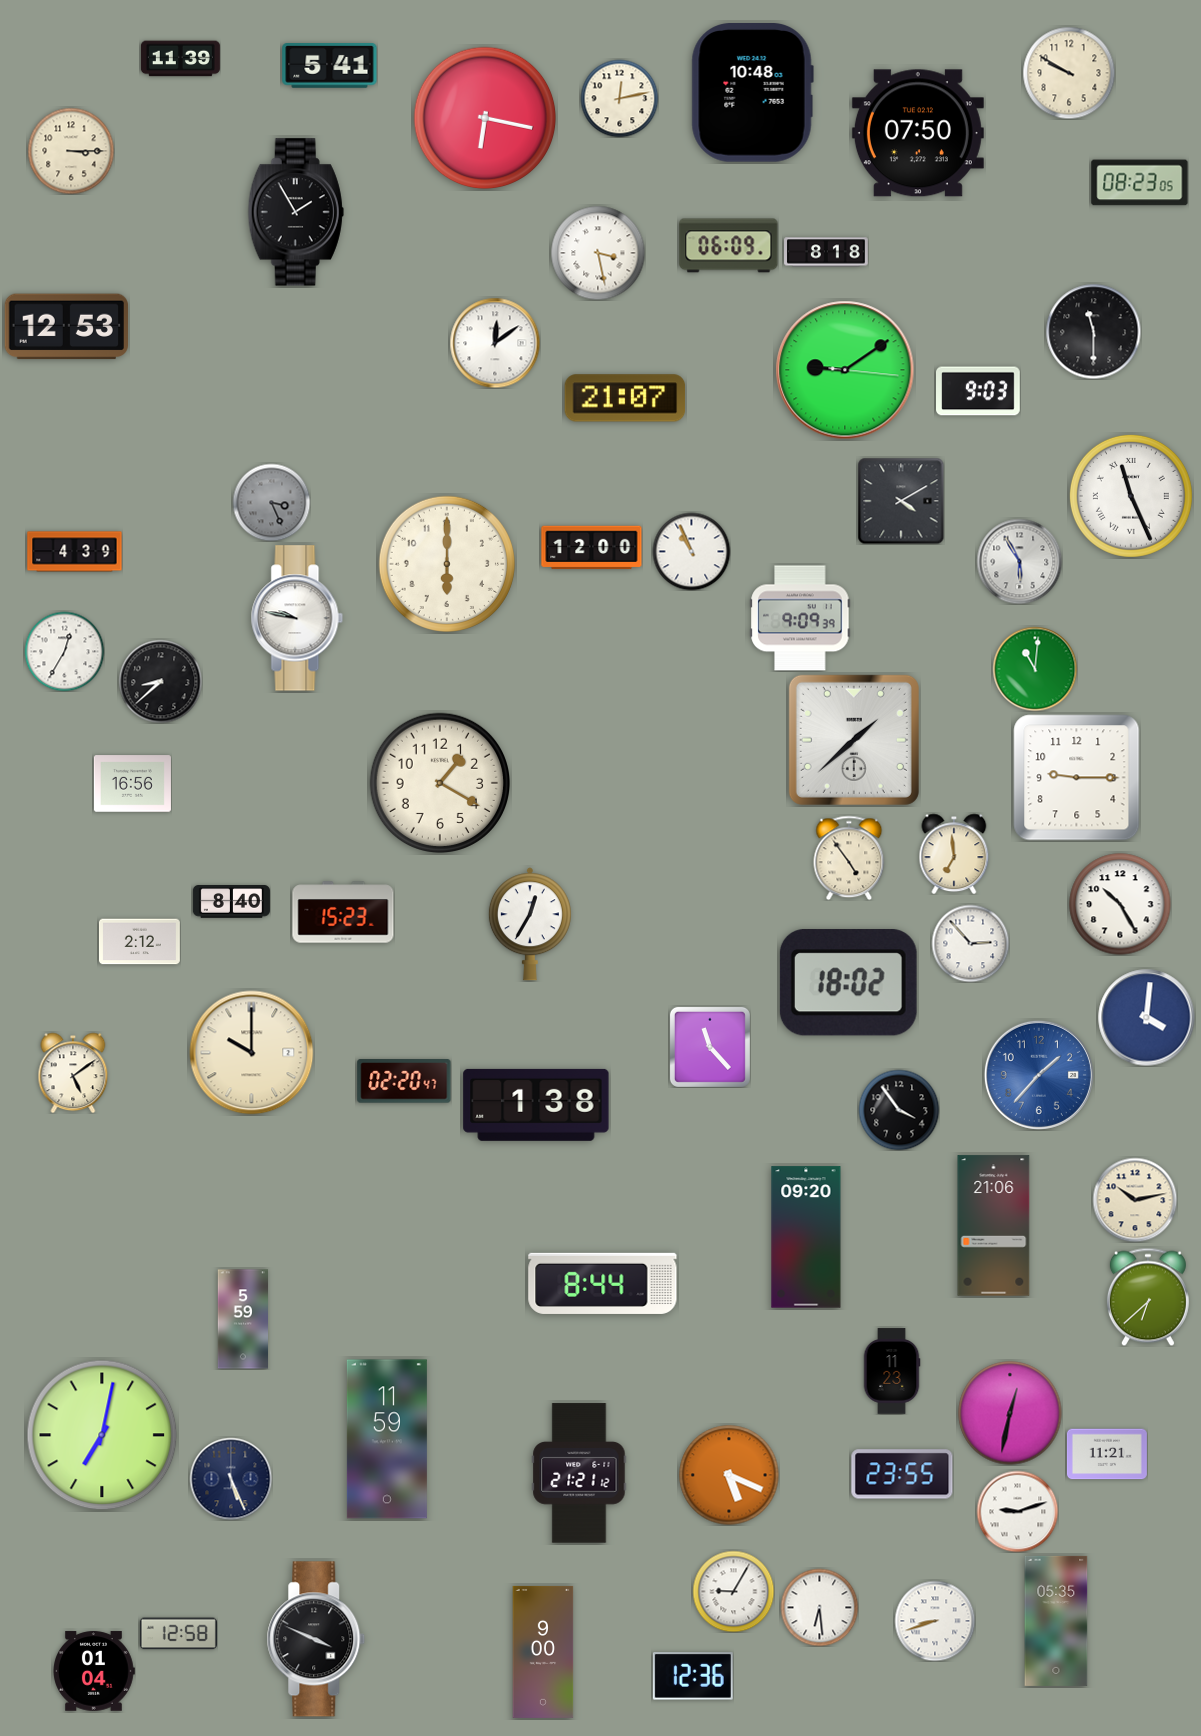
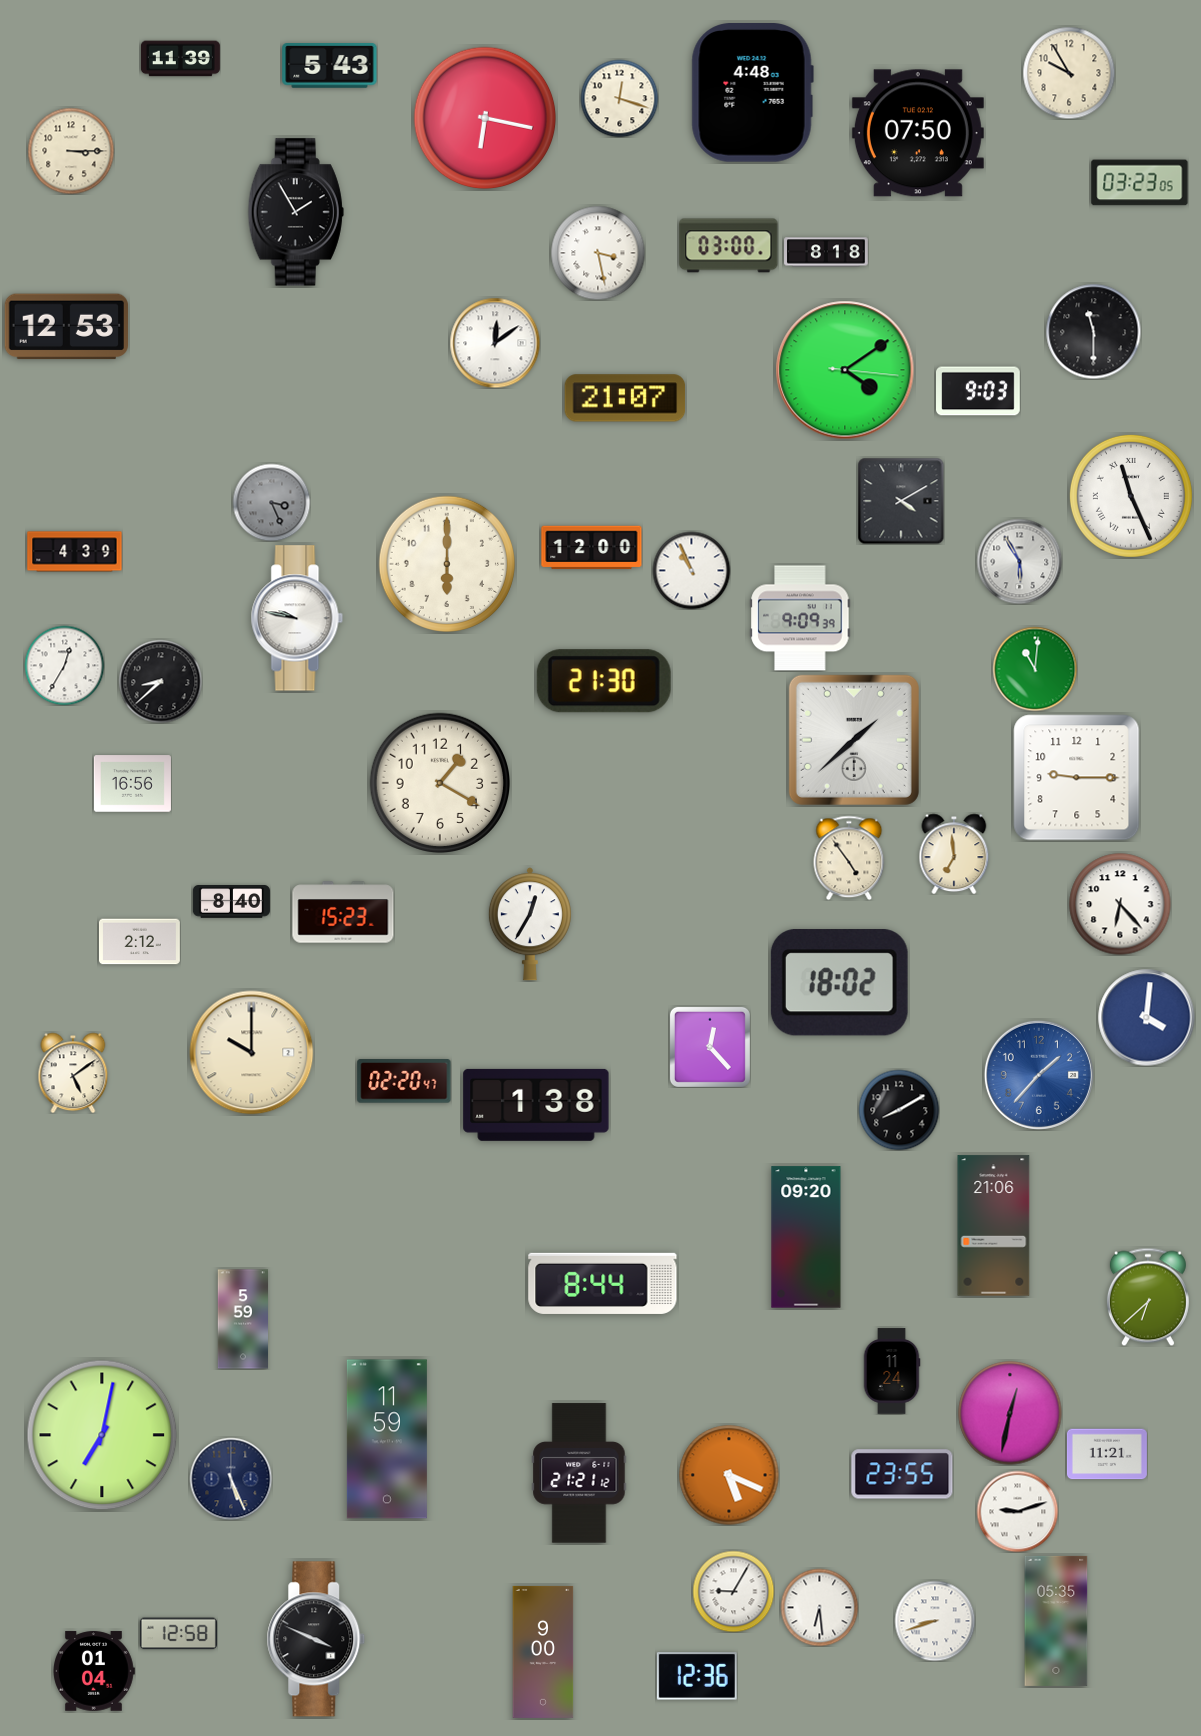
clock at (330, 66): 5:41 -> 5:43
clock at (1069, 73): 9:50 -> 9:55
clock at (752, 93): 10:48 -> 4:48
clock at (619, 98): 12:13 -> 12:18
clock at (1140, 183): 08:23 -> 03:23
clock at (729, 246): 06:09 -> 03:00
clock at (845, 370): 9:09 -> 4:09
clock at (691, 551) position: (691, 551) -> (691, 570)
clock at (64, 651) position: (64, 651) -> (64, 665)
clock at (604, 681): none -> 21:30
clock at (1120, 904): 10:25 -> 6:23
clock at (970, 943): 2:53 -> none
clock at (848, 983) position: (848, 983) -> (839, 983)
clock at (710, 1047): 11:23 -> 12:23
clock at (899, 1110): 3:54 -> 8:10
clock at (1135, 1200): 10:13 -> none
clock at (892, 1371): 11:23 -> 11:24
clock at (693, 1676) position: (693, 1676) -> (697, 1676)
